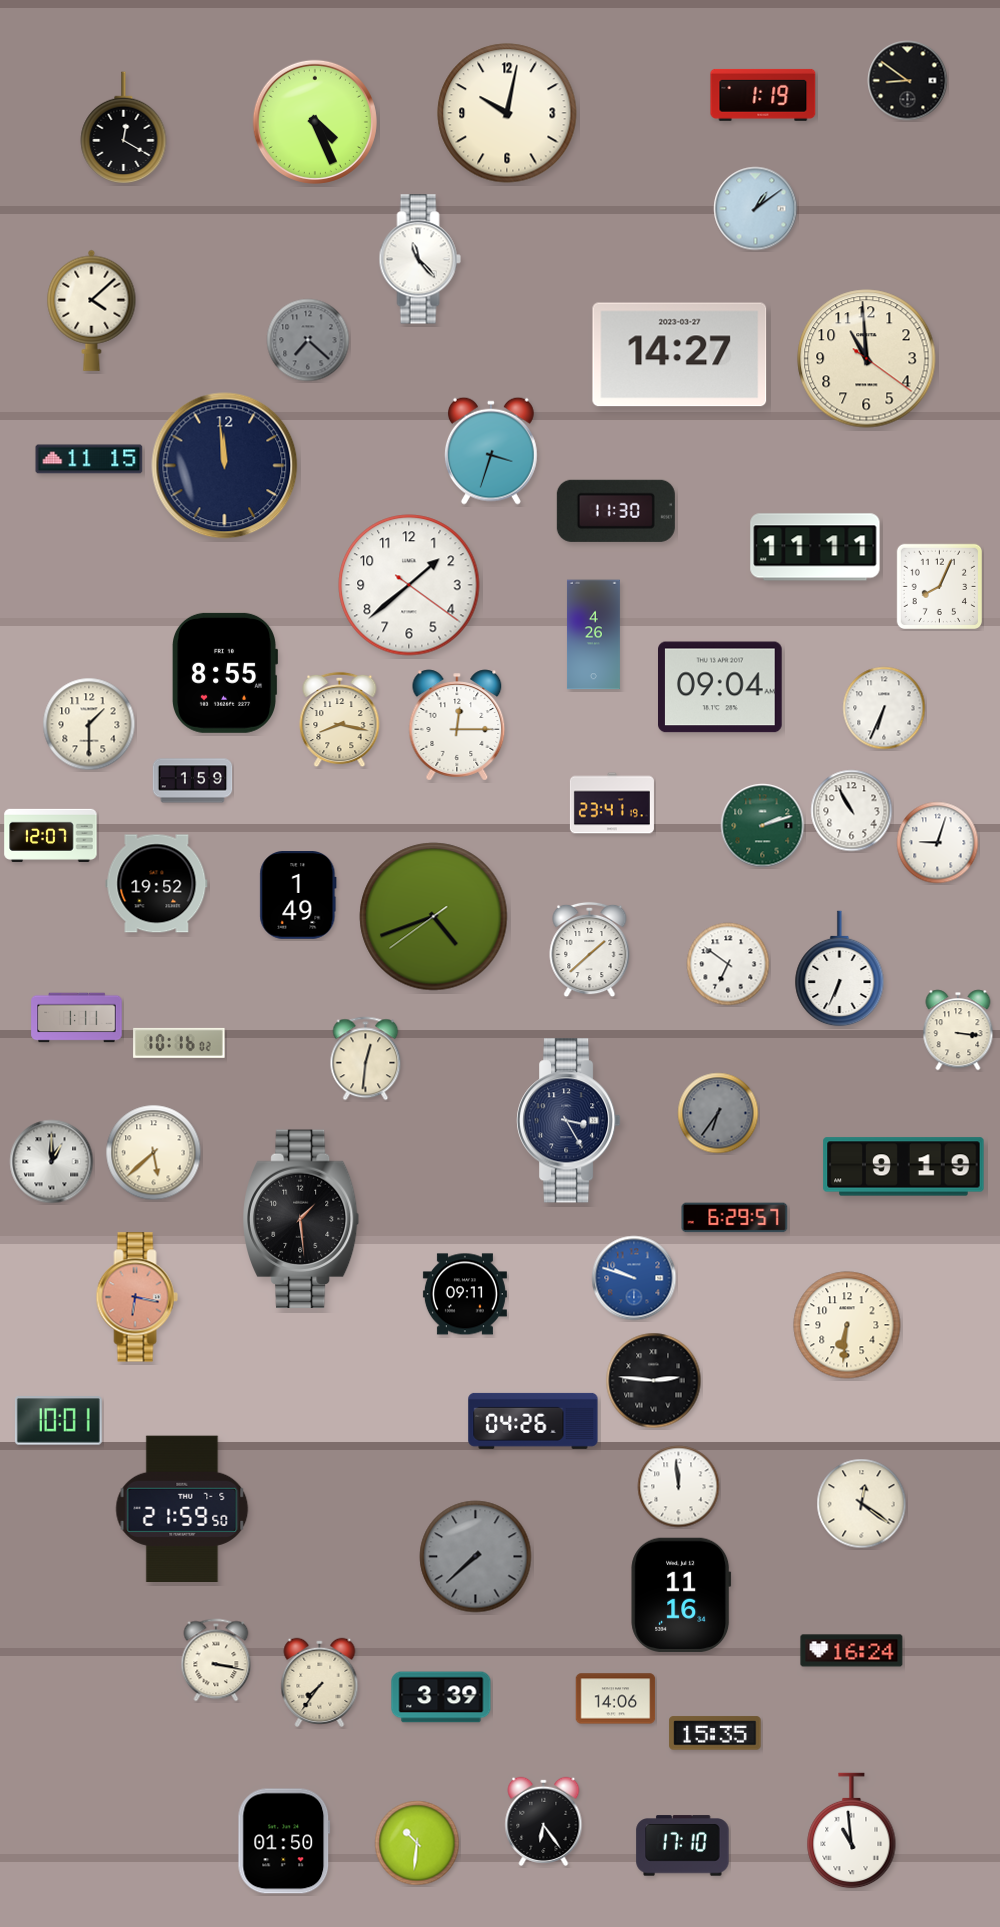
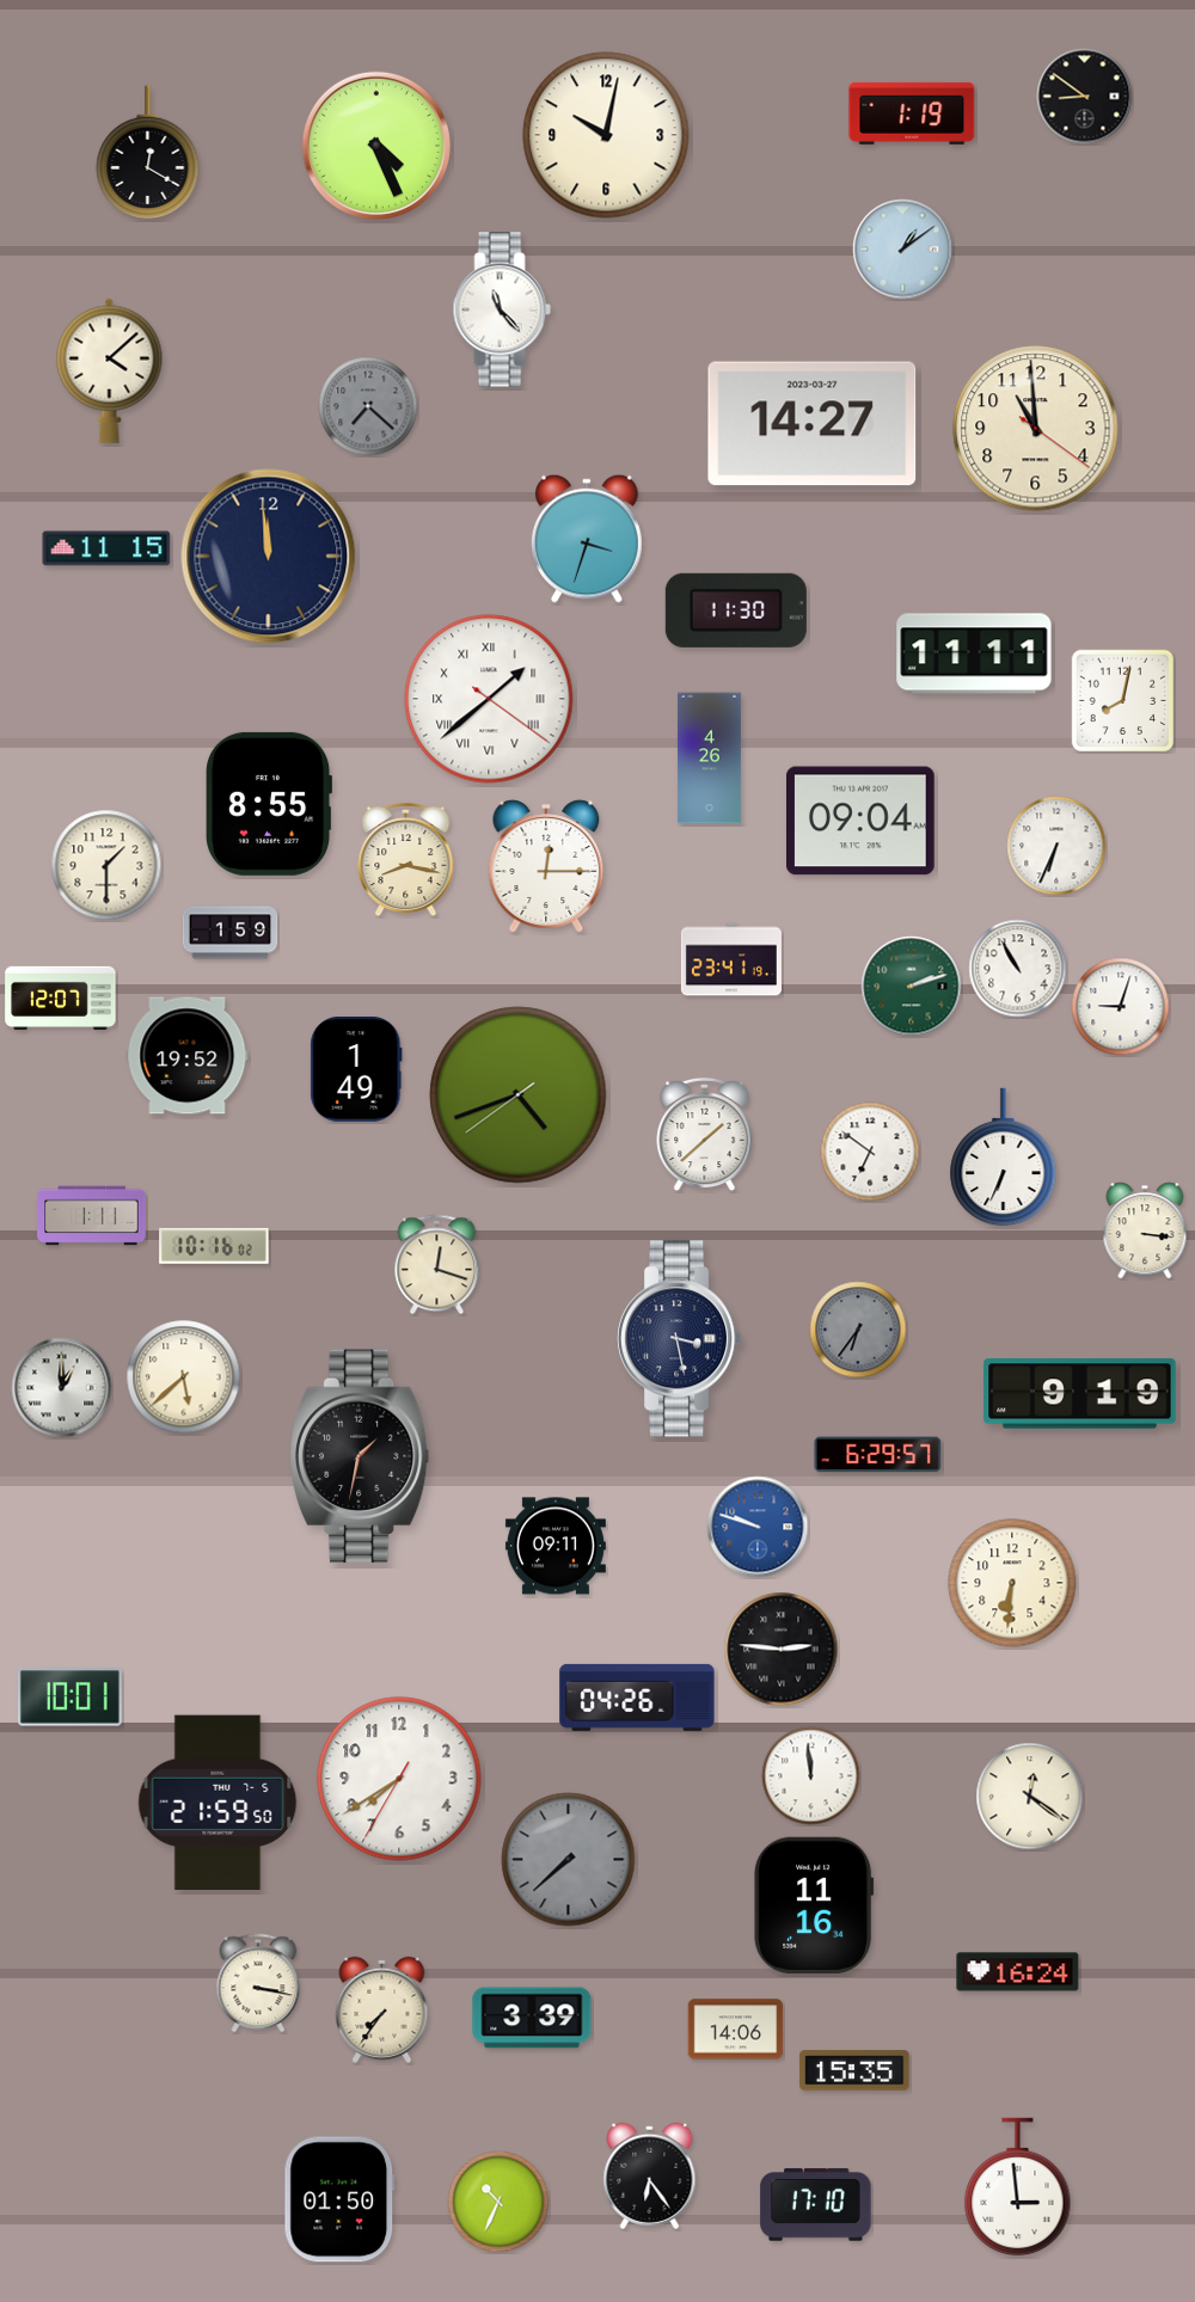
clock at (409, 585) numerals: Arabic -> Roman
clock at (939, 586): 8:04 -> 8:02
clock at (366, 1059): 12:31 -> 12:18
clock at (569, 1121): 3:25 -> 3:28
clock at (301, 1219): 1:29 -> 1:32
clock at (137, 1297): 6:17 -> none
clock at (399, 1779): none -> 7:39
clock at (441, 1697) position: (441, 1697) -> (532, 2018)
clock at (852, 1831): 10:59 -> 2:59
clock at (417, 1843): 10:31 -> 10:34
